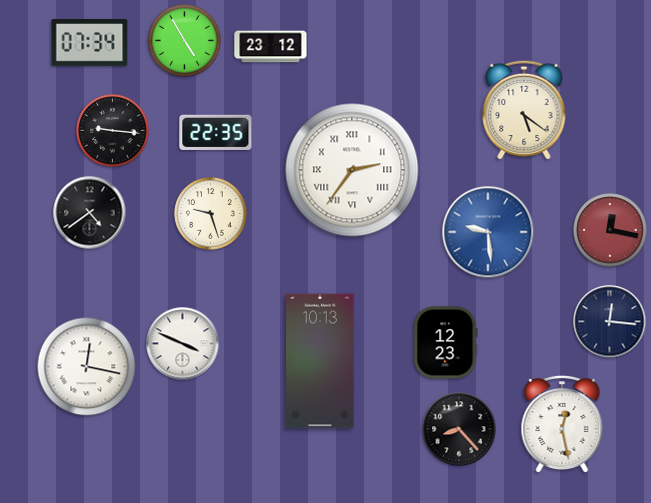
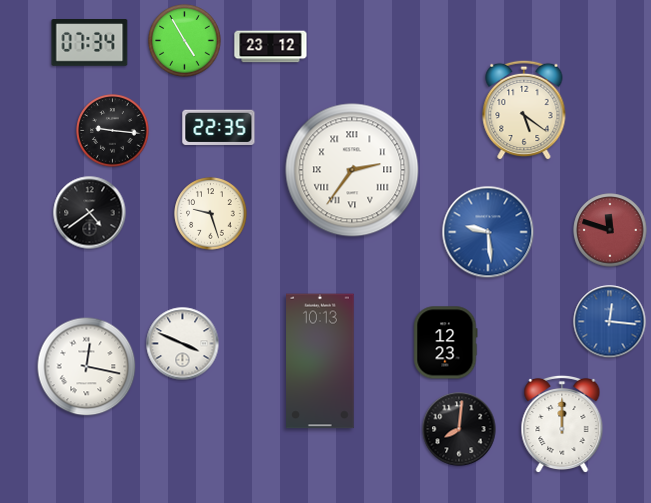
clock at (216, 132) position: (216, 132) -> (219, 127)
clock at (610, 230): 12:17 -> 11:48
clock at (610, 322) dial: navy -> blue
clock at (562, 423): 12:28 -> 12:00
clock at (459, 429): 8:23 -> 8:01
